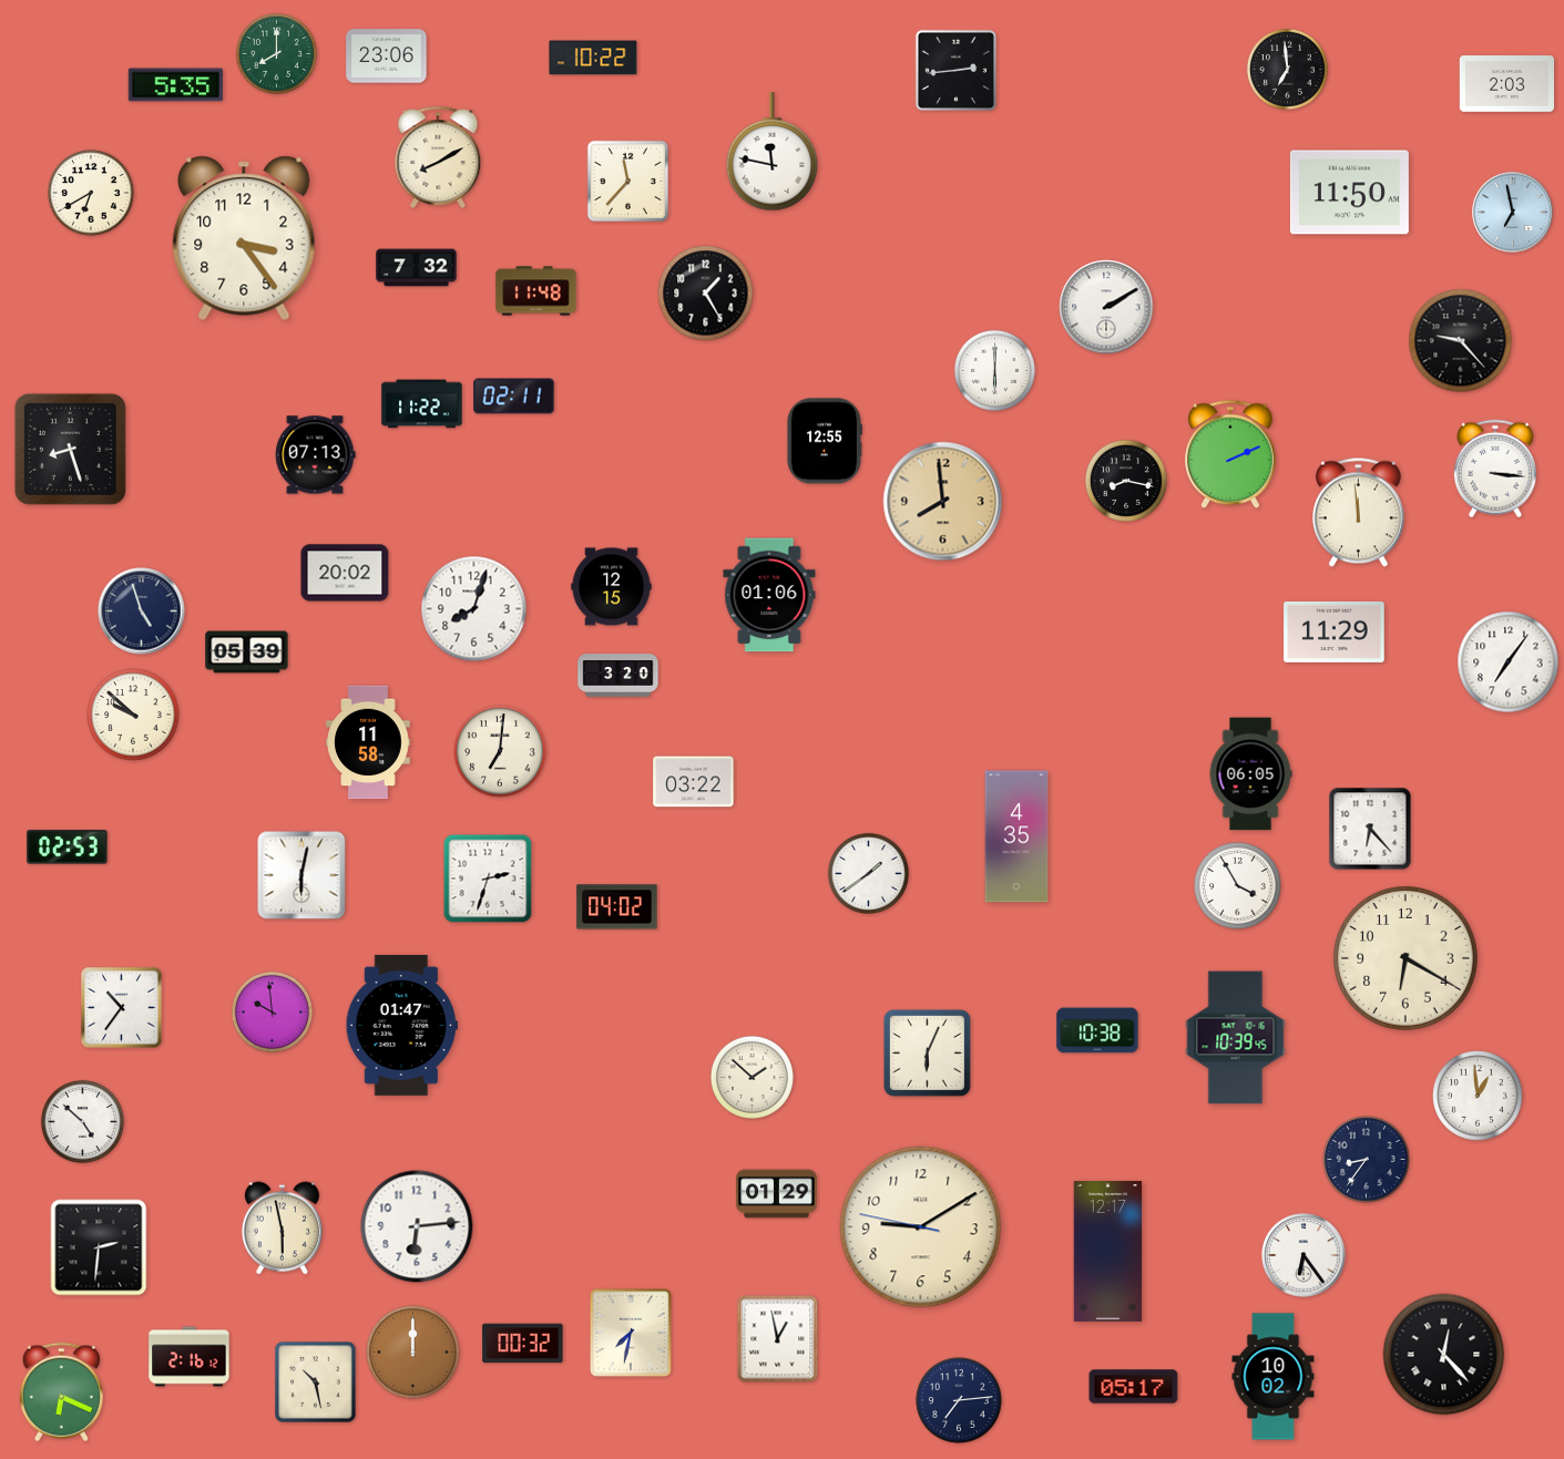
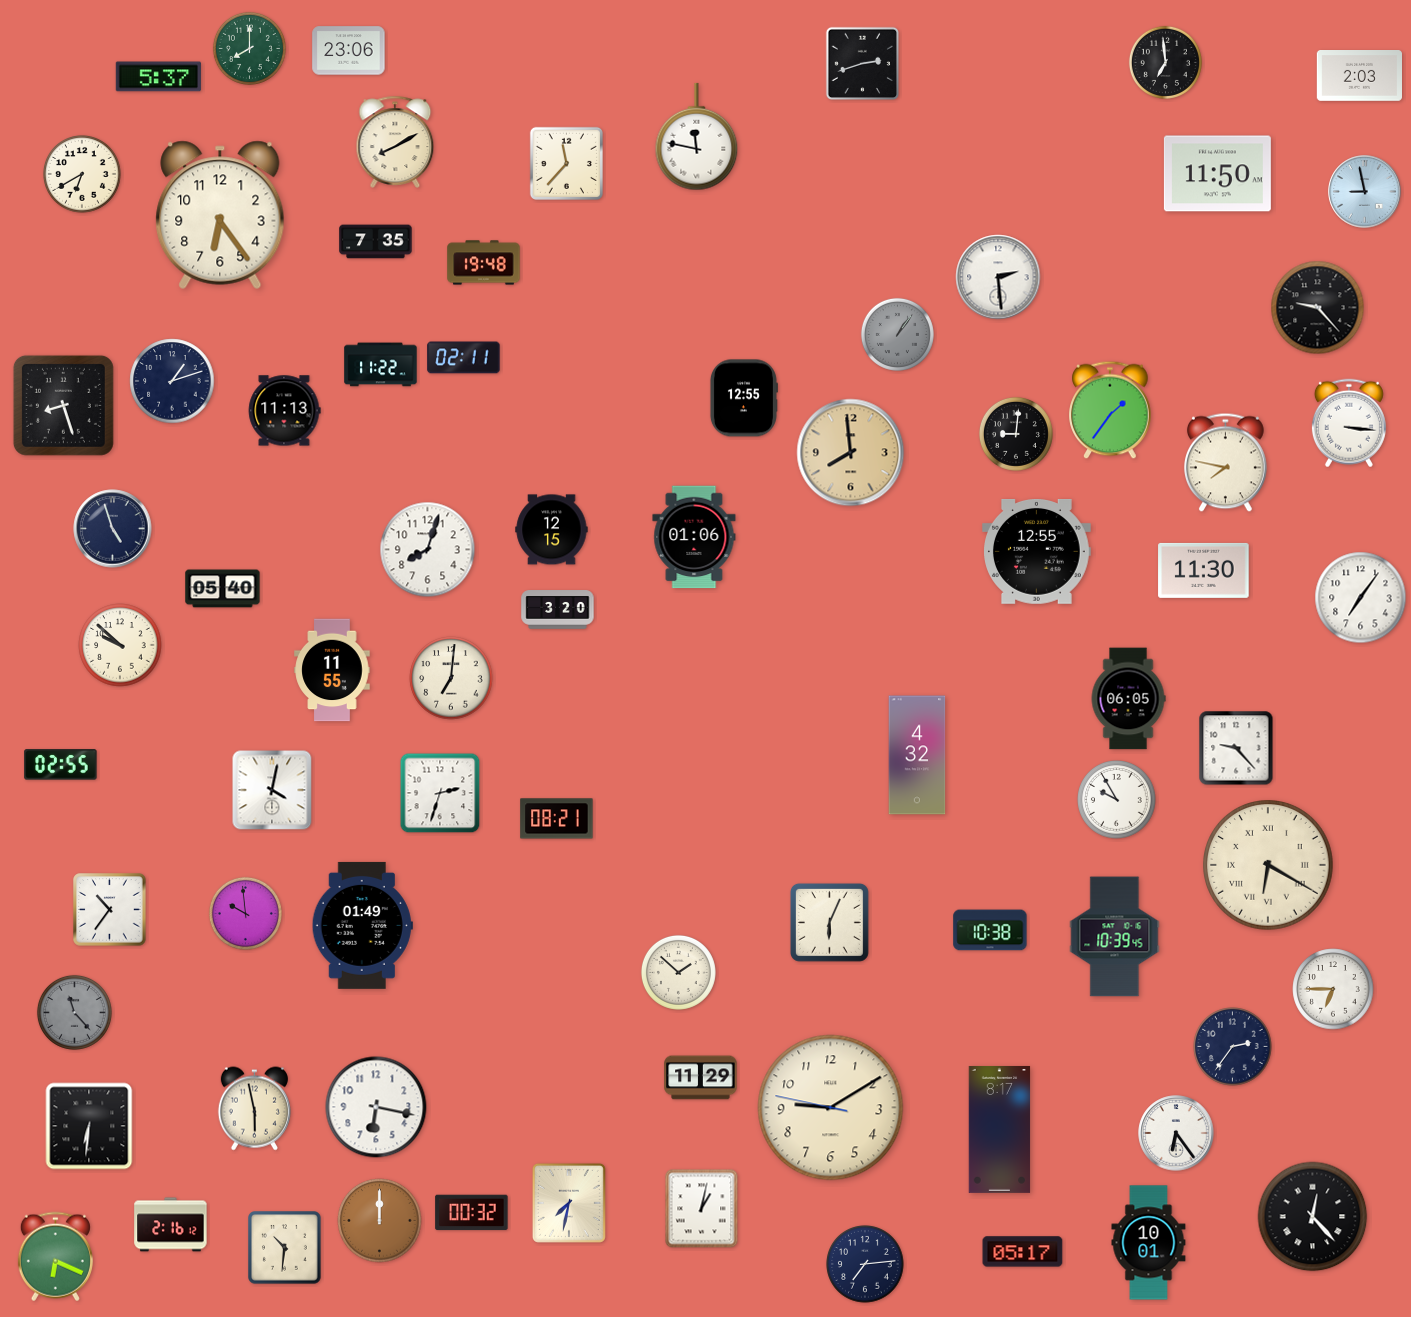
clock at (593, 58): 10:22 -> none
clock at (1287, 69) position: (1287, 69) -> (1165, 62)
clock at (955, 70): 2:44 -> 2:42
clock at (175, 85): 5:35 -> 5:37
clock at (1513, 213): 6:58 -> 8:58
clock at (244, 238): 3:24 -> 6:24
clock at (417, 268): 7:32 -> 7:35
clock at (536, 291): 11:48 -> 19:48
clock at (706, 294): 1:25 -> none
clock at (1106, 307): 2:10 -> 2:29
clock at (994, 370): 6:00 -> 1:06
clock at (994, 370) dial: white -> grey
clock at (172, 381): none -> 1:12
clock at (1230, 454): 2:11 -> 1:36
clock at (315, 455): 07:13 -> 11:13
clock at (1126, 481): 8:17 -> 9:01
clock at (1359, 513): 11:59 -> 7:47
clock at (345, 573): 20:02 -> none
clock at (142, 612) position: (142, 612) -> (113, 529)
clock at (1037, 552): none -> 12:55
clock at (1335, 631): 11:29 -> 11:30
clock at (247, 653): 05:39 -> 05:40
clock at (368, 742): 11:58 -> 11:55
clock at (694, 782): 03:22 -> none
clock at (1370, 829): 6:23 -> 9:23
clock at (1016, 836): 4:35 -> 4:32
clock at (68, 847): 02:53 -> 02:55
clock at (868, 873): 1:39 -> none
clock at (301, 875): 6:02 -> 4:02
clock at (1238, 886): 3:55 -> 9:55
clock at (617, 907): 04:02 -> 08:21
clock at (1405, 958) numerals: Arabic -> Roman
clock at (401, 1025): 01:47 -> 01:49
clock at (927, 1052) position: (927, 1052) -> (829, 922)
clock at (1478, 1096): 12:59 -> 6:45
clock at (82, 1121): 4:52 -> 11:23
clock at (82, 1121) dial: white -> grey
clock at (1367, 1160): 8:36 -> 2:36
clock at (777, 1194): 01:29 -> 11:29
clock at (417, 1226): 6:14 -> 6:17
clock at (99, 1247): 2:31 -> 6:31
clock at (1108, 1251): 12:17 -> 8:17
clock at (778, 1339): 12:58 -> 1:02
clock at (413, 1353) position: (413, 1353) -> (380, 1221)
clock at (1444, 1355) position: (1444, 1355) -> (1313, 1217)
clock at (1274, 1377): 10:02 -> 10:01
clock at (316, 1383): 10:28 -> 10:31
